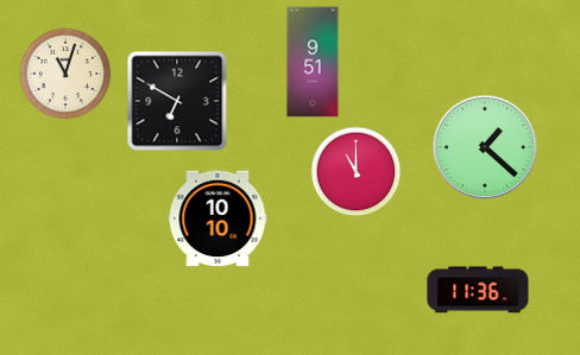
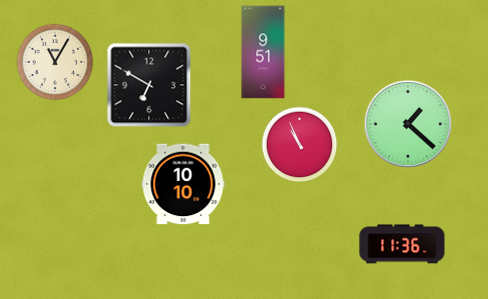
clock at (65, 74): 11:03 -> 11:05
clock at (357, 172): 11:00 -> 10:56
